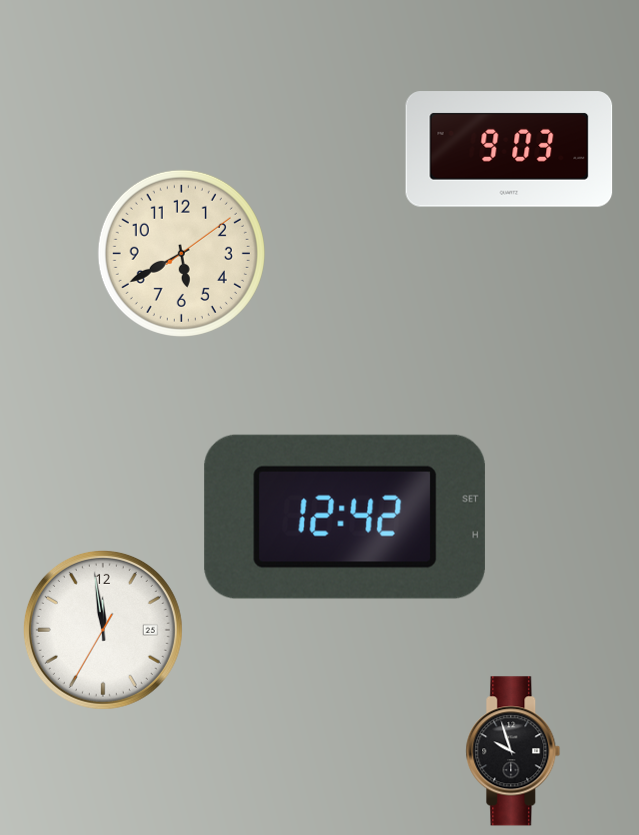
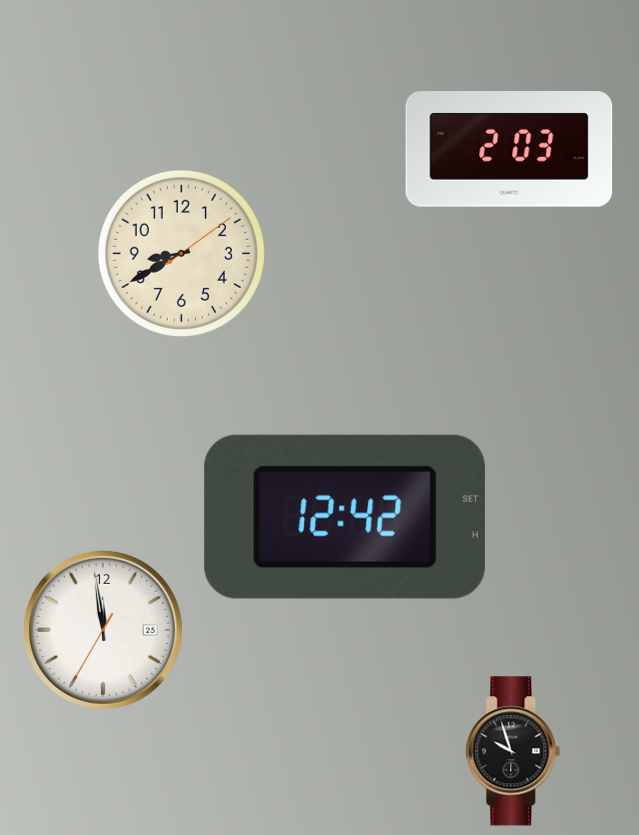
clock at (509, 149): 9:03 -> 2:03
clock at (181, 253): 5:40 -> 8:40
